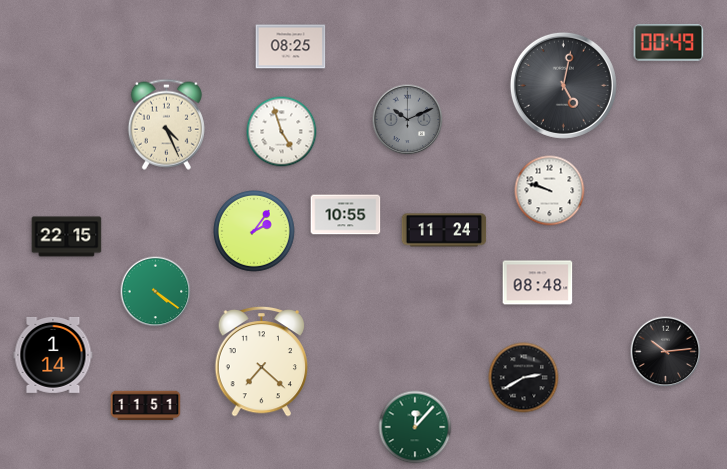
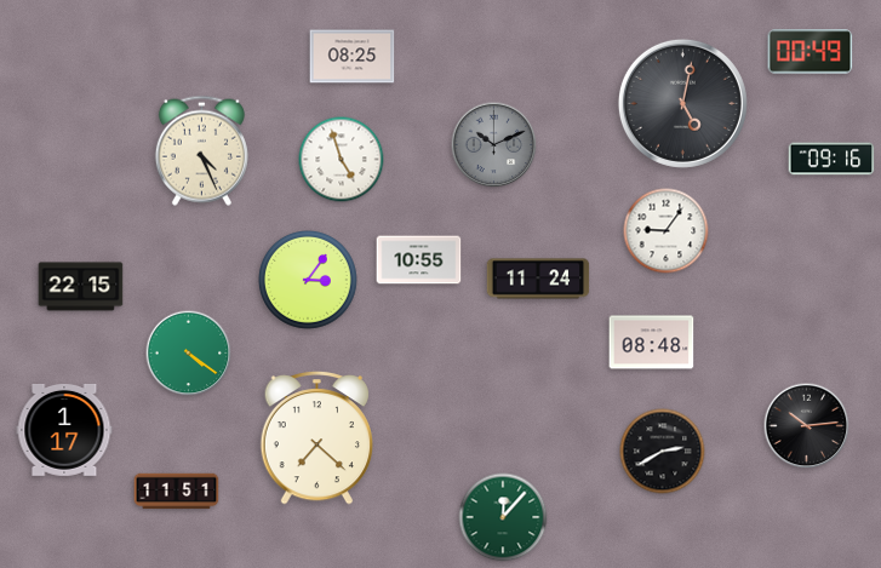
clock at (831, 159): none -> 09:16
clock at (550, 191): 9:48 -> 9:06
clock at (255, 232): 2:06 -> 3:06
clock at (53, 355): 1:14 -> 1:17
clock at (524, 378) position: (524, 378) -> (663, 452)
